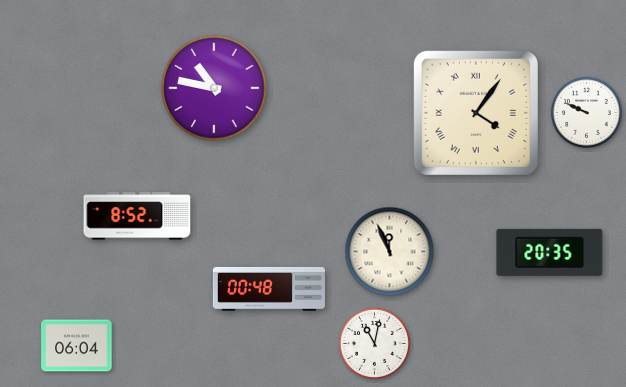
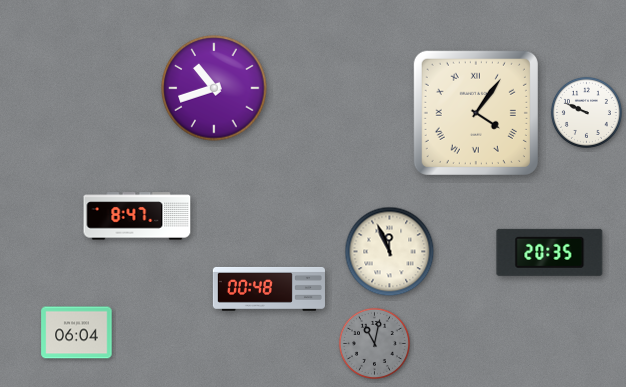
clock at (214, 88): 10:47 -> 10:42
clock at (137, 216): 8:52 -> 8:47
clock at (374, 343) dial: white -> grey
clock at (77, 346) position: (77, 346) -> (77, 333)
